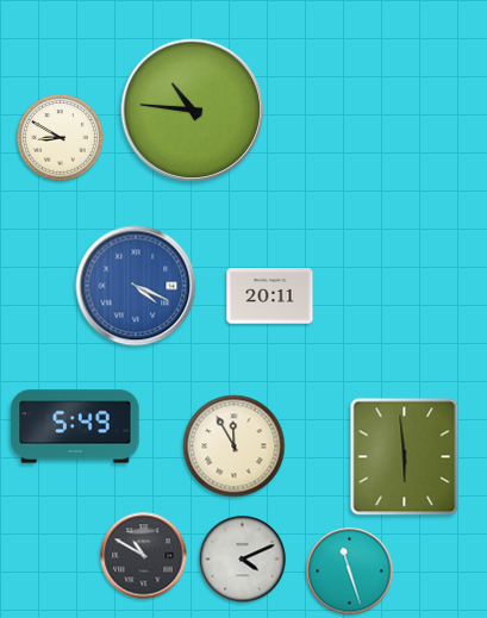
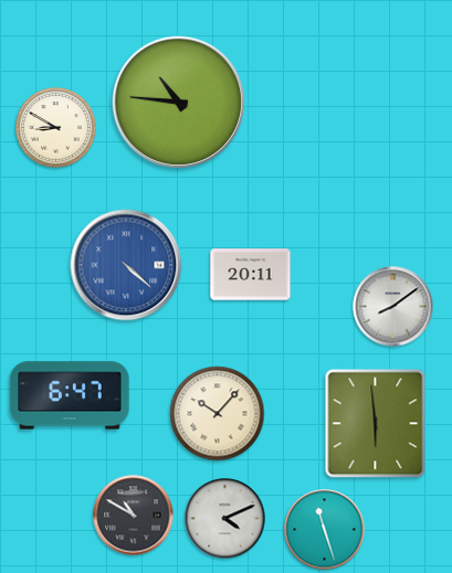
clock at (136, 286): 4:19 -> 4:22
clock at (393, 307): none -> 8:09
clock at (75, 426): 5:49 -> 6:47
clock at (235, 447): 11:55 -> 10:07
